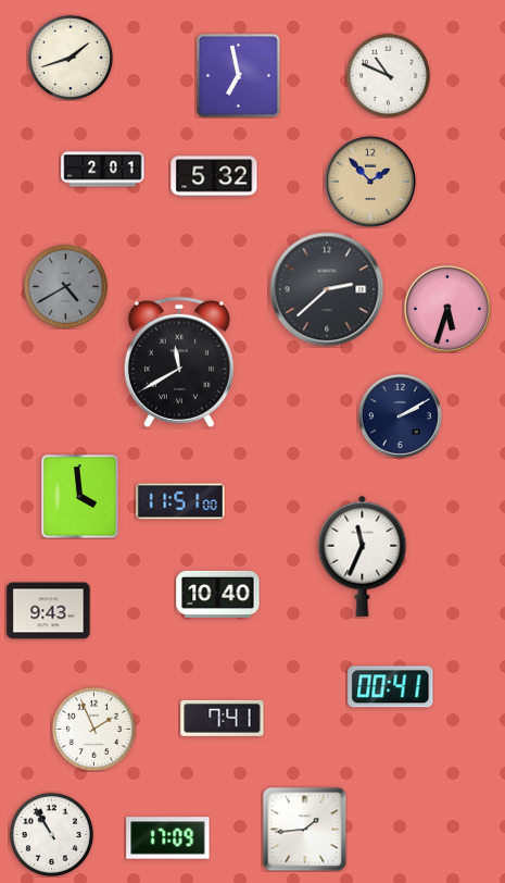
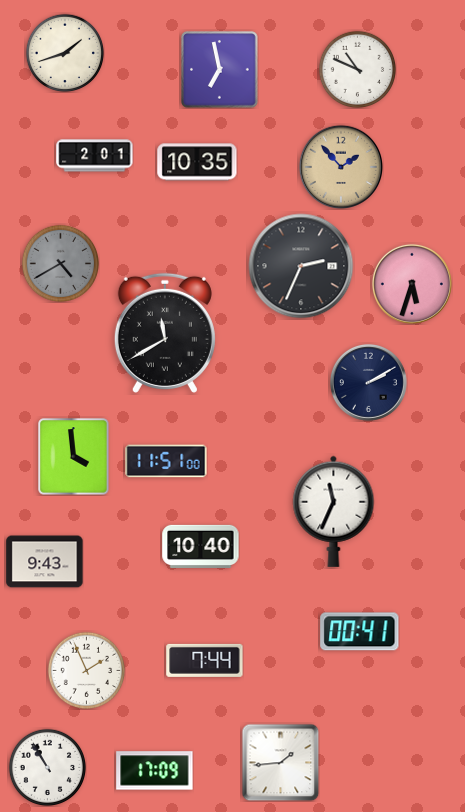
clock at (214, 176): 5:32 -> 10:35
clock at (327, 289): 2:38 -> 2:34
clock at (223, 718): 7:41 -> 7:44
